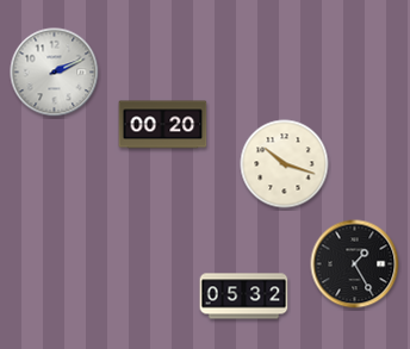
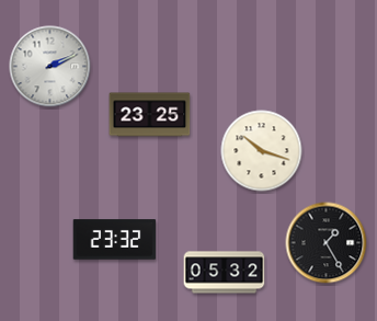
clock at (163, 125): 00:20 -> 23:25
clock at (115, 240): none -> 23:32
